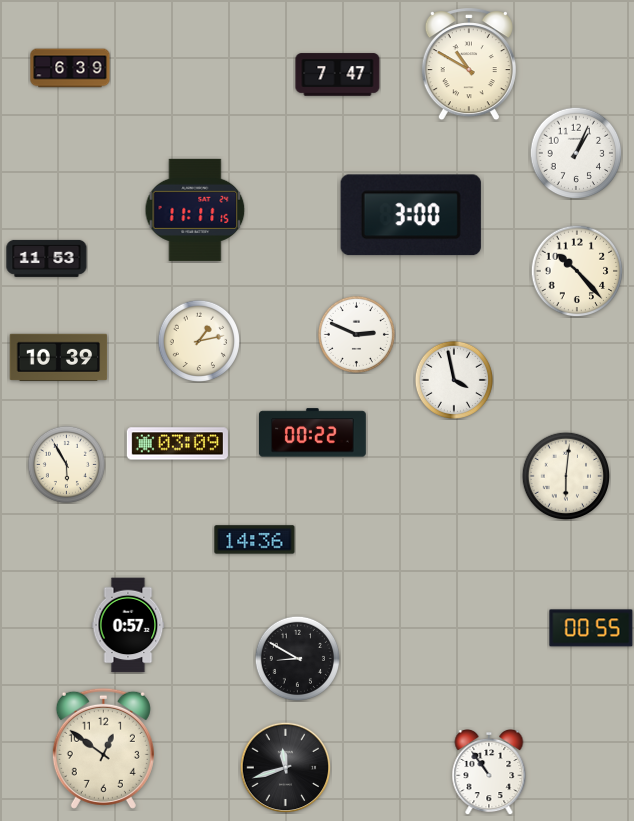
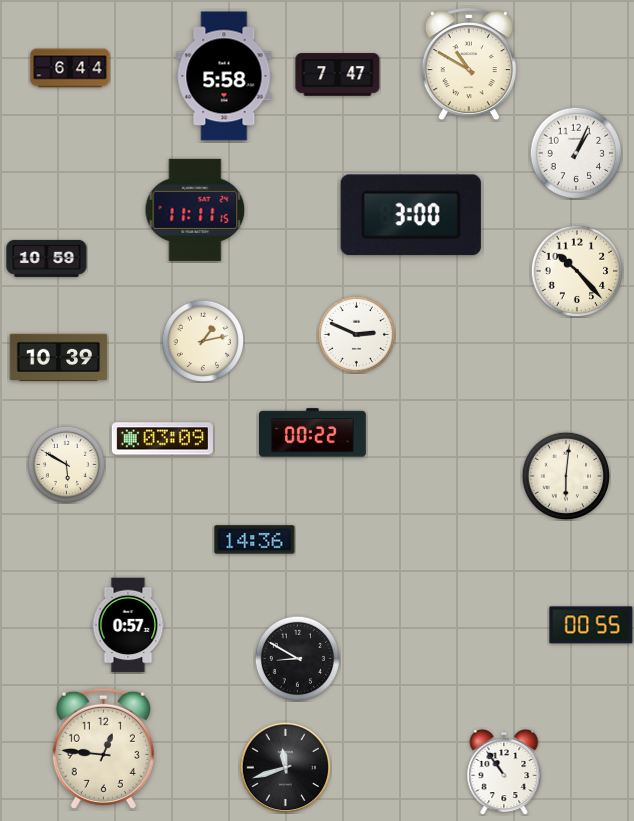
clock at (70, 68): 6:39 -> 6:44
clock at (224, 76): none -> 5:58
clock at (47, 258): 11:53 -> 10:59
clock at (199, 341) position: (199, 341) -> (203, 341)
clock at (454, 380): 3:58 -> none
clock at (177, 444) position: (177, 444) -> (162, 439)
clock at (66, 464): 5:55 -> 5:50
clock at (591, 628) position: (591, 628) -> (591, 625)
clock at (103, 748): 12:51 -> 12:46
clock at (489, 772) position: (489, 772) -> (504, 772)
